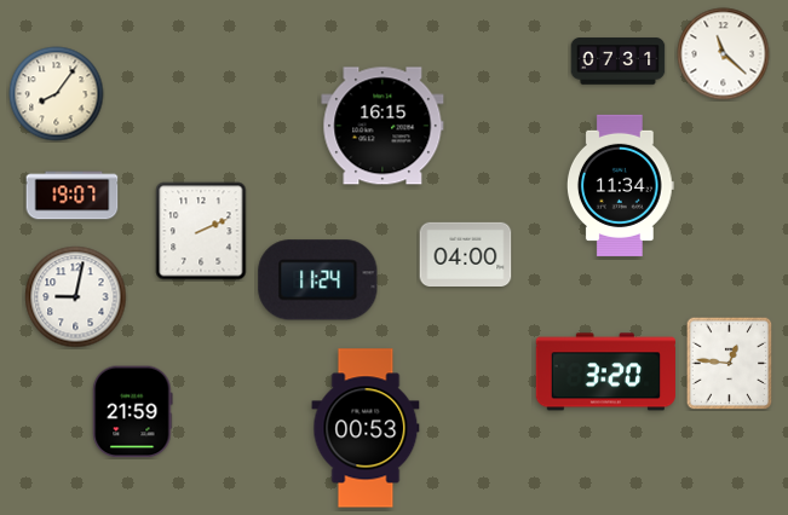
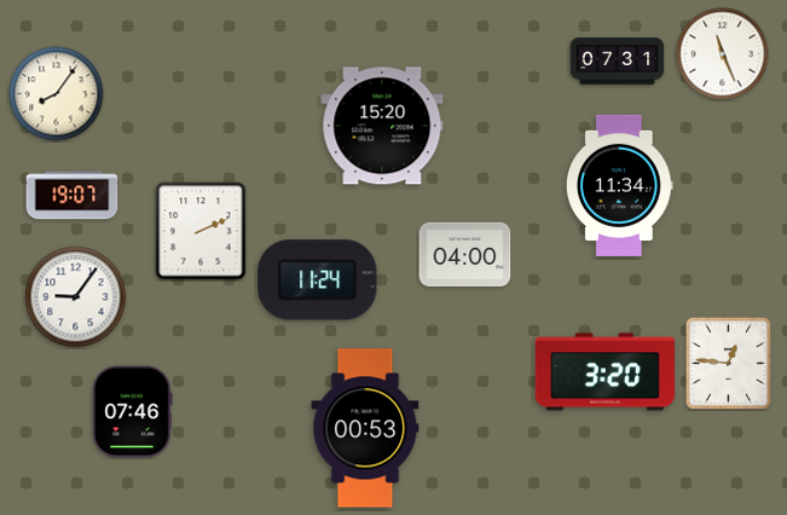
clock at (724, 54): 11:22 -> 11:26
clock at (383, 126): 16:15 -> 15:20
clock at (76, 297): 9:02 -> 9:06
clock at (133, 412): 21:59 -> 07:46
